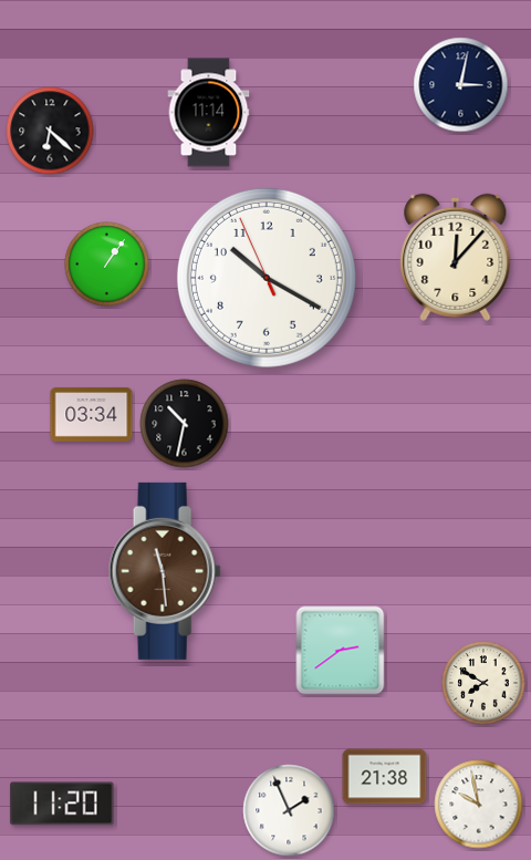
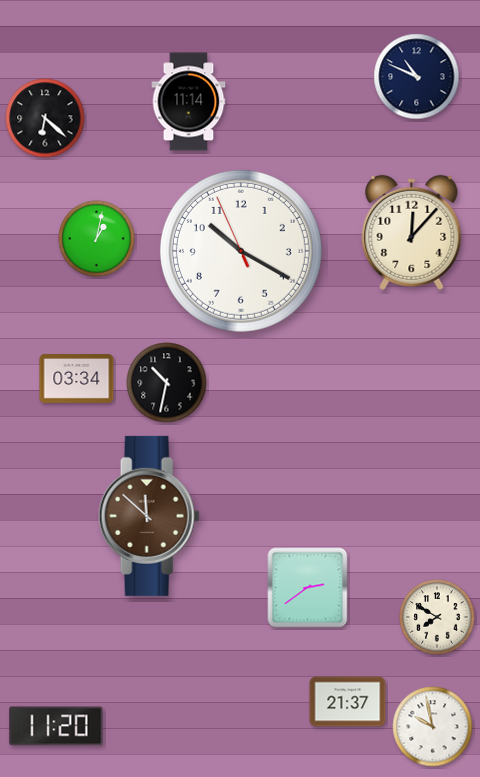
clock at (461, 85): 3:02 -> 10:49
clock at (107, 265): 1:06 -> 1:02
clock at (92, 414) position: (92, 414) -> (77, 378)
clock at (165, 571): 11:29 -> 11:52
clock at (385, 777): 21:38 -> 21:37
clock at (289, 810): 1:56 -> none
